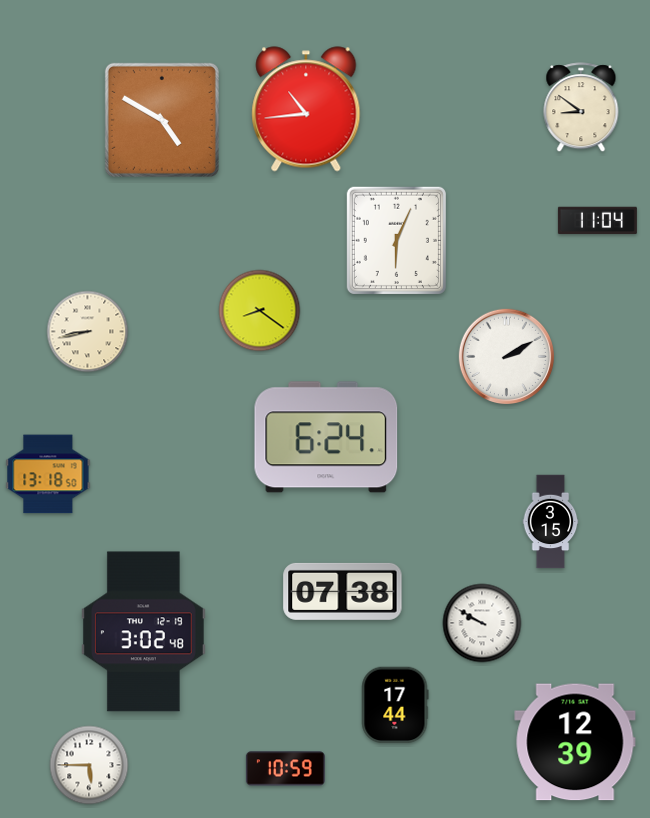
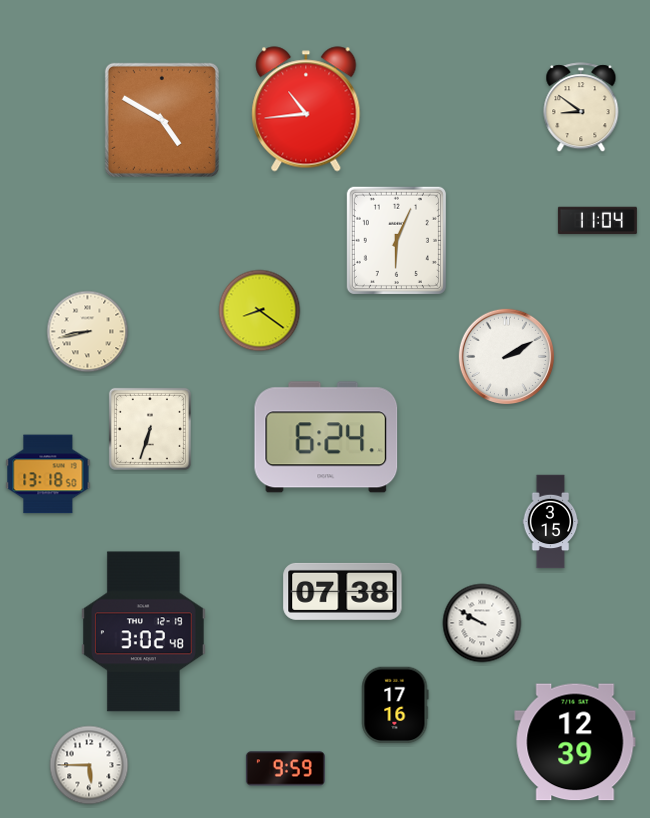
clock at (150, 429): none -> 6:33
clock at (395, 705): 17:44 -> 17:16
clock at (285, 769): 10:59 -> 9:59
